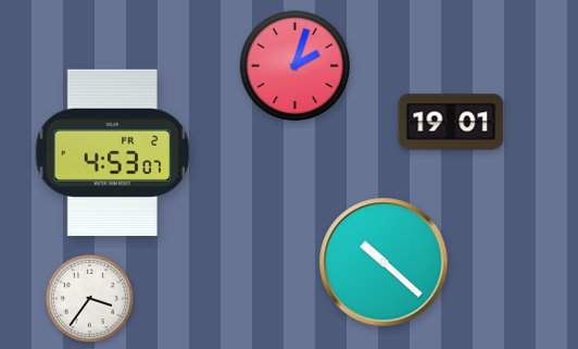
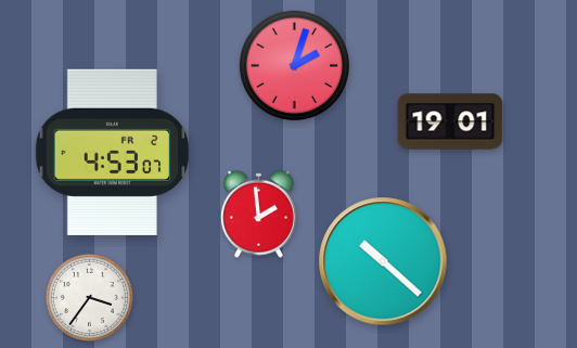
clock at (258, 214): none -> 1:59
